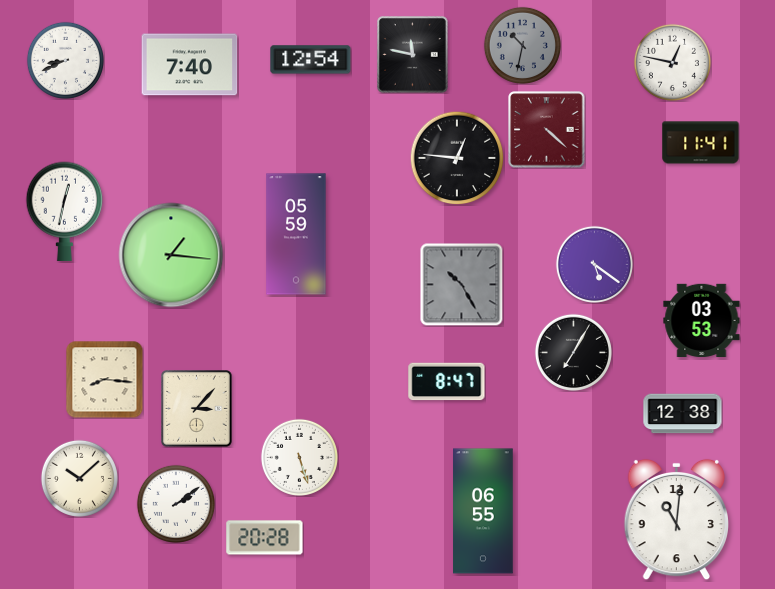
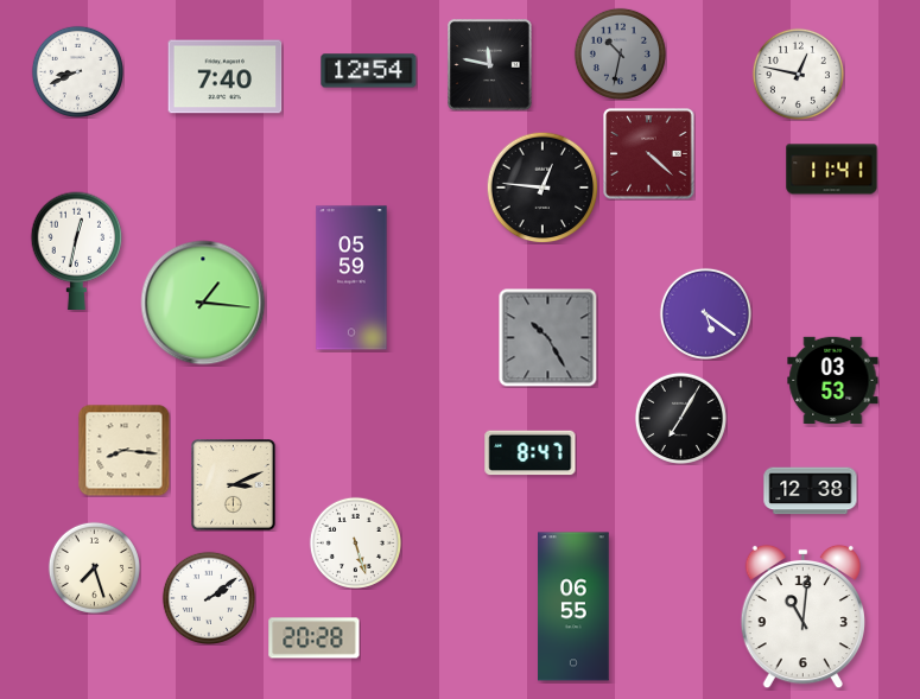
clock at (197, 409): 3:07 -> 3:11
clock at (79, 478): 10:08 -> 7:27
